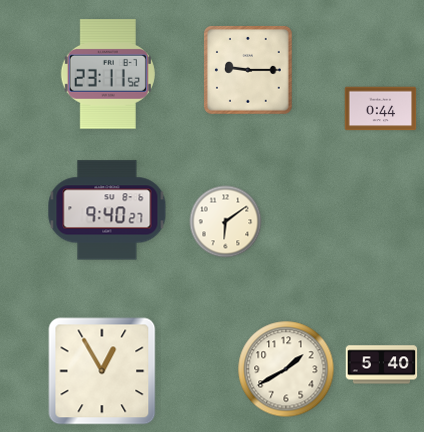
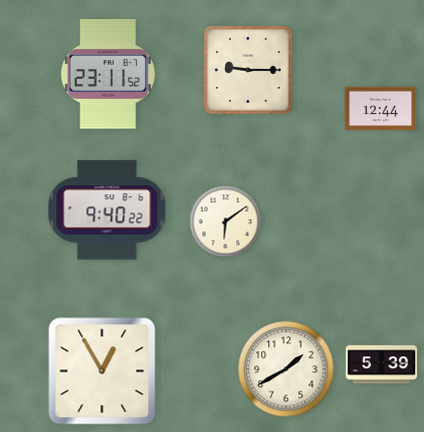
clock at (381, 109): 0:44 -> 12:44
clock at (107, 210): 9:40:27 -> 9:40:22
clock at (382, 365): 5:40 -> 5:39
